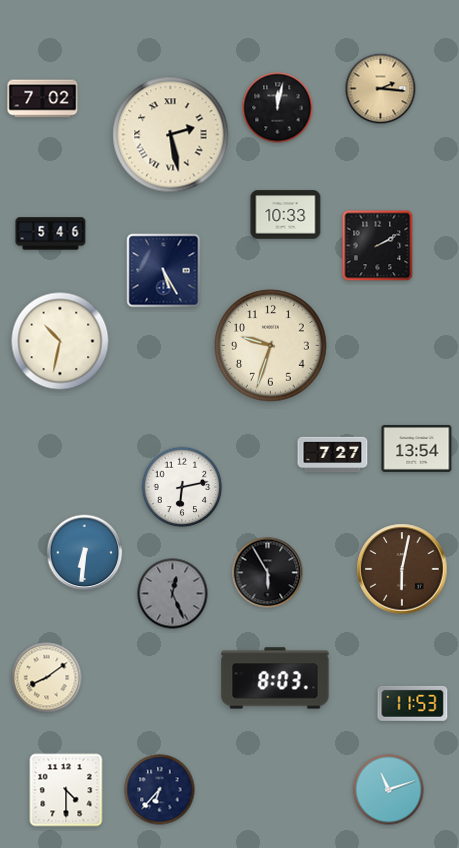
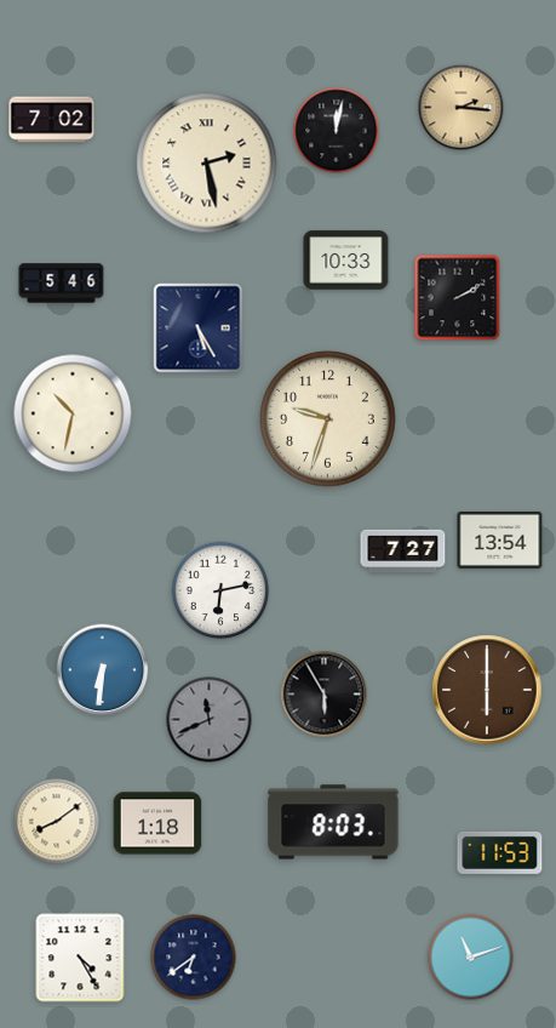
clock at (417, 448) position: (417, 448) -> (500, 539)
clock at (402, 569): 6:02 -> 6:00
clock at (173, 594): 12:26 -> 11:41
clock at (157, 823): none -> 1:18
clock at (66, 790): 4:30 -> 4:25
clock at (160, 790): 6:37 -> 6:39
